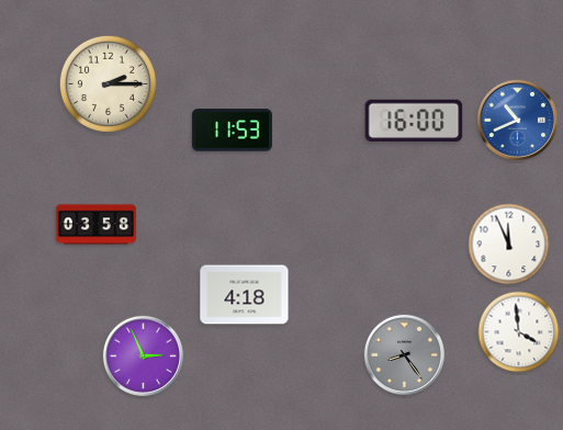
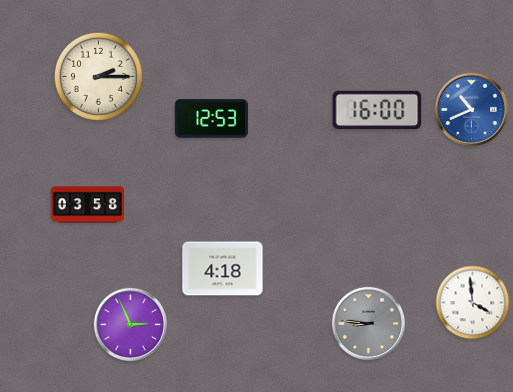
clock at (232, 131): 11:53 -> 12:53
clock at (509, 245): 11:56 -> none
clock at (404, 354): 8:24 -> 8:46
